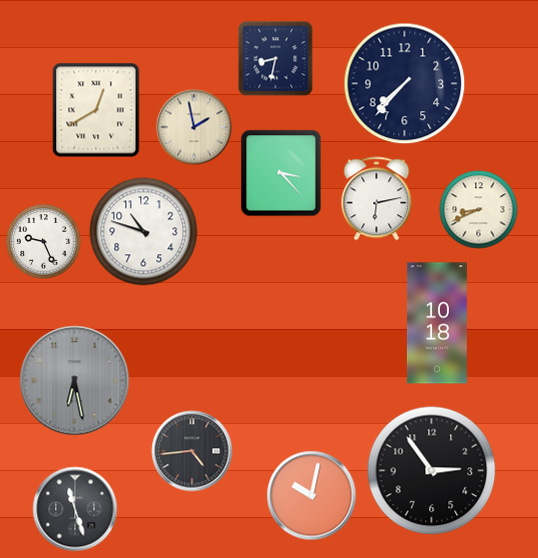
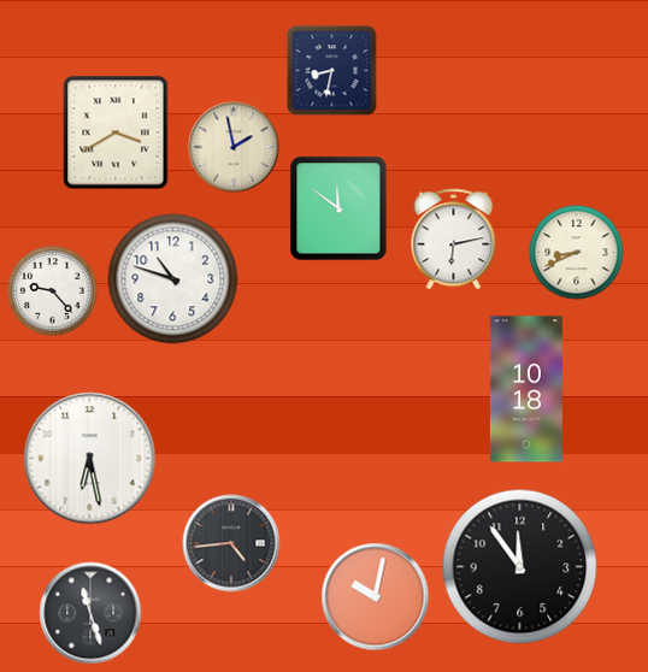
clock at (405, 84): 7:37 -> none
clock at (96, 110): 12:40 -> 3:40
clock at (194, 127) position: (194, 127) -> (234, 147)
clock at (281, 173): 3:23 -> 11:51
clock at (44, 242): 9:26 -> 9:23
clock at (75, 381) dial: grey -> white
clock at (432, 471): 2:54 -> 11:54
